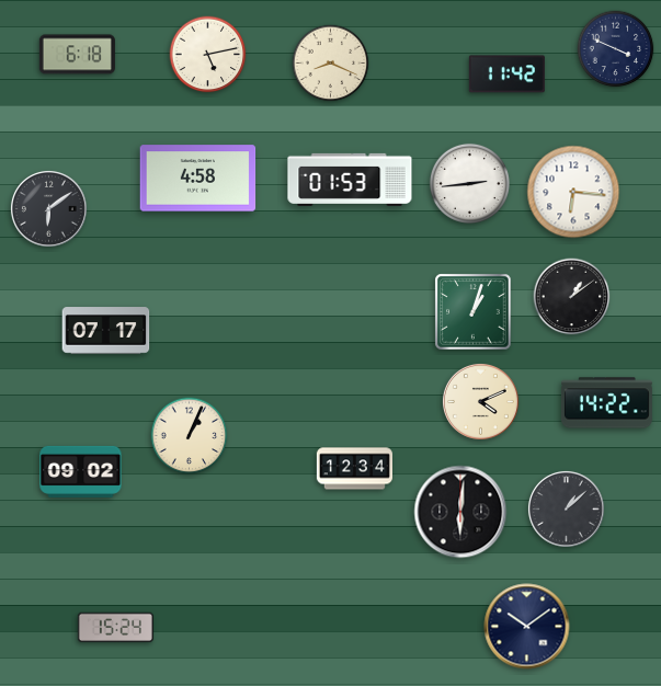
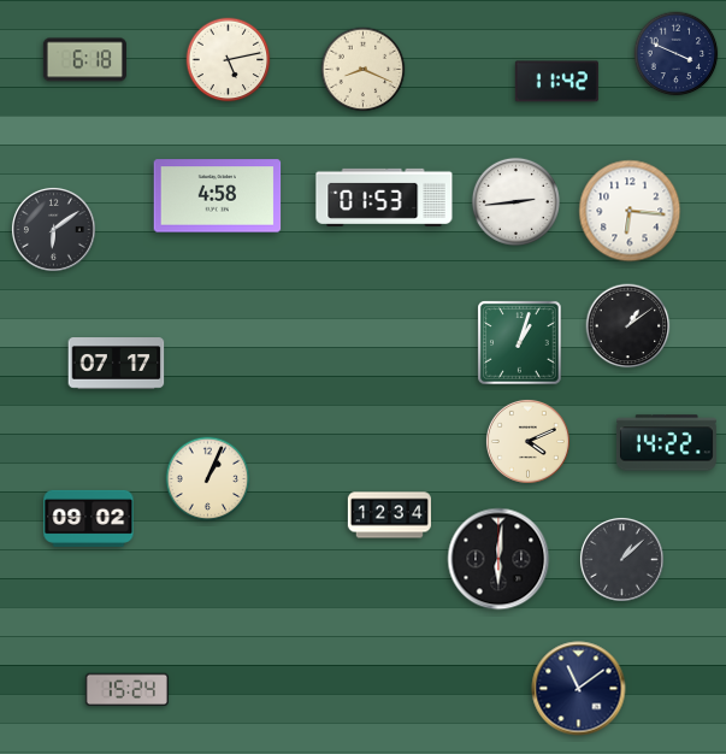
clock at (460, 512) position: (460, 512) -> (498, 559)
clock at (527, 627): 10:09 -> 11:09
